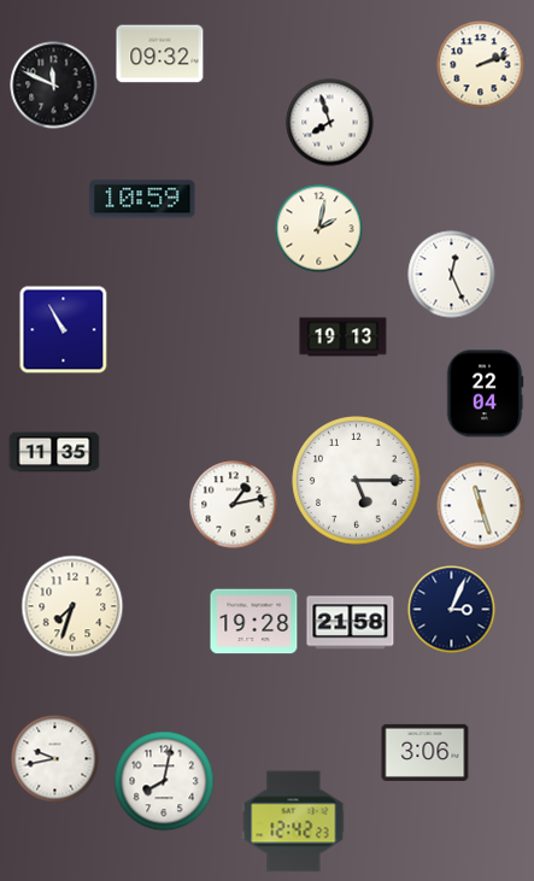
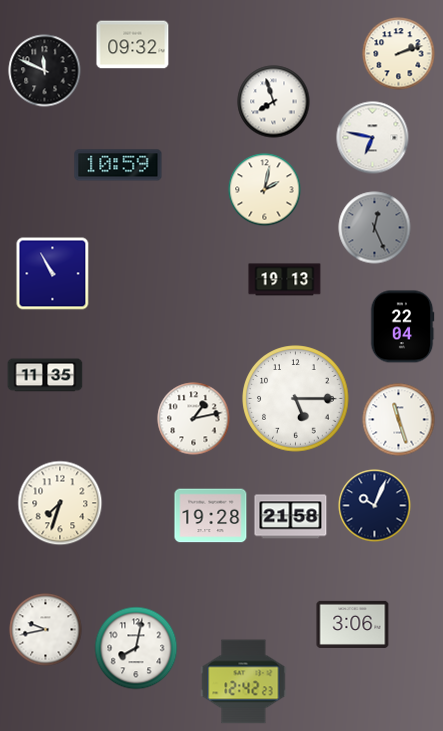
clock at (373, 138): none -> 6:47
clock at (452, 275) dial: white -> grey
clock at (452, 610): 3:04 -> 10:04
